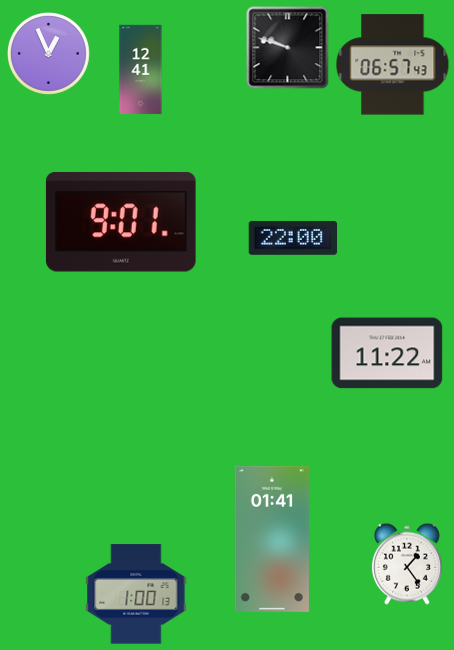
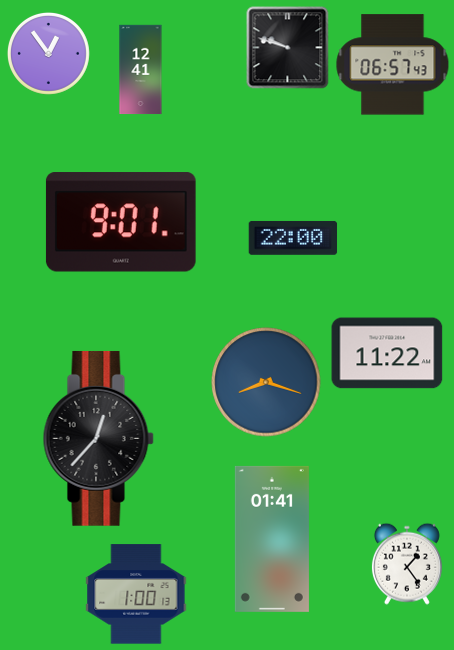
clock at (48, 53): 12:56 -> 12:54
clock at (266, 382): none -> 8:18
clock at (98, 438): none -> 12:37
